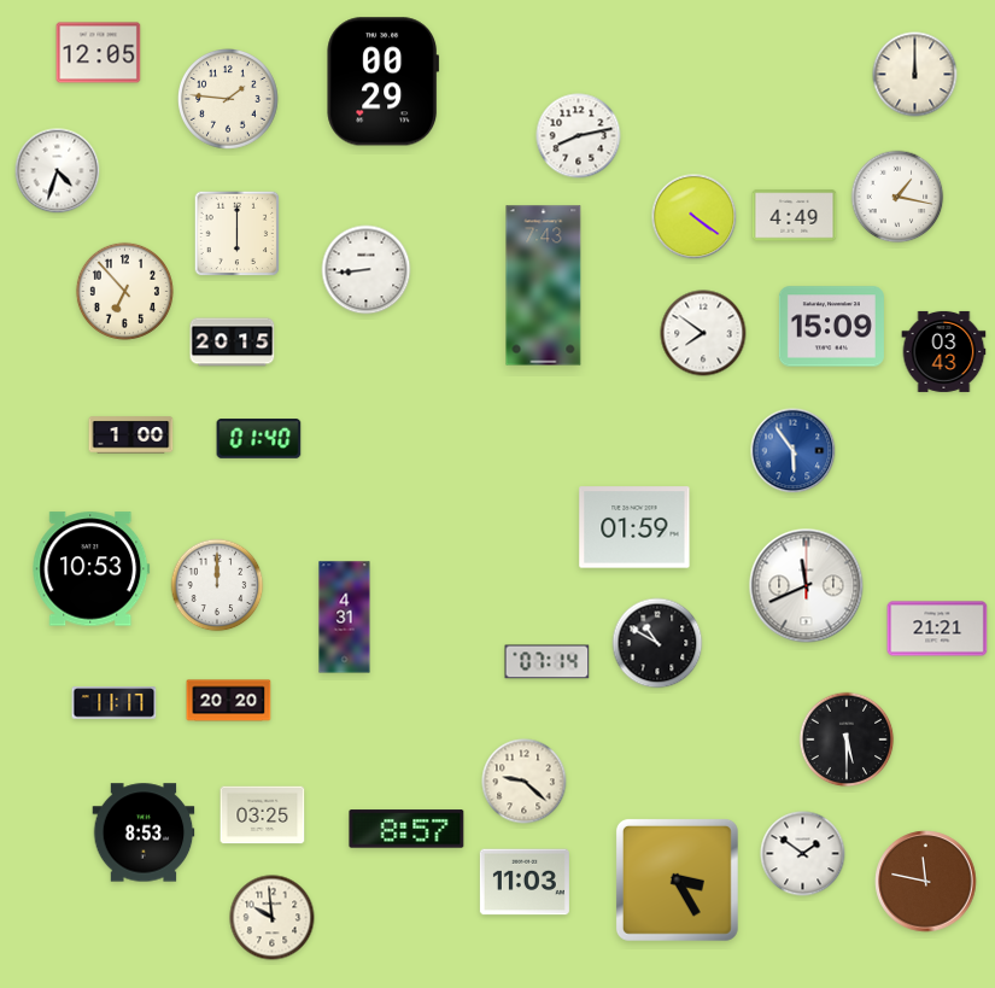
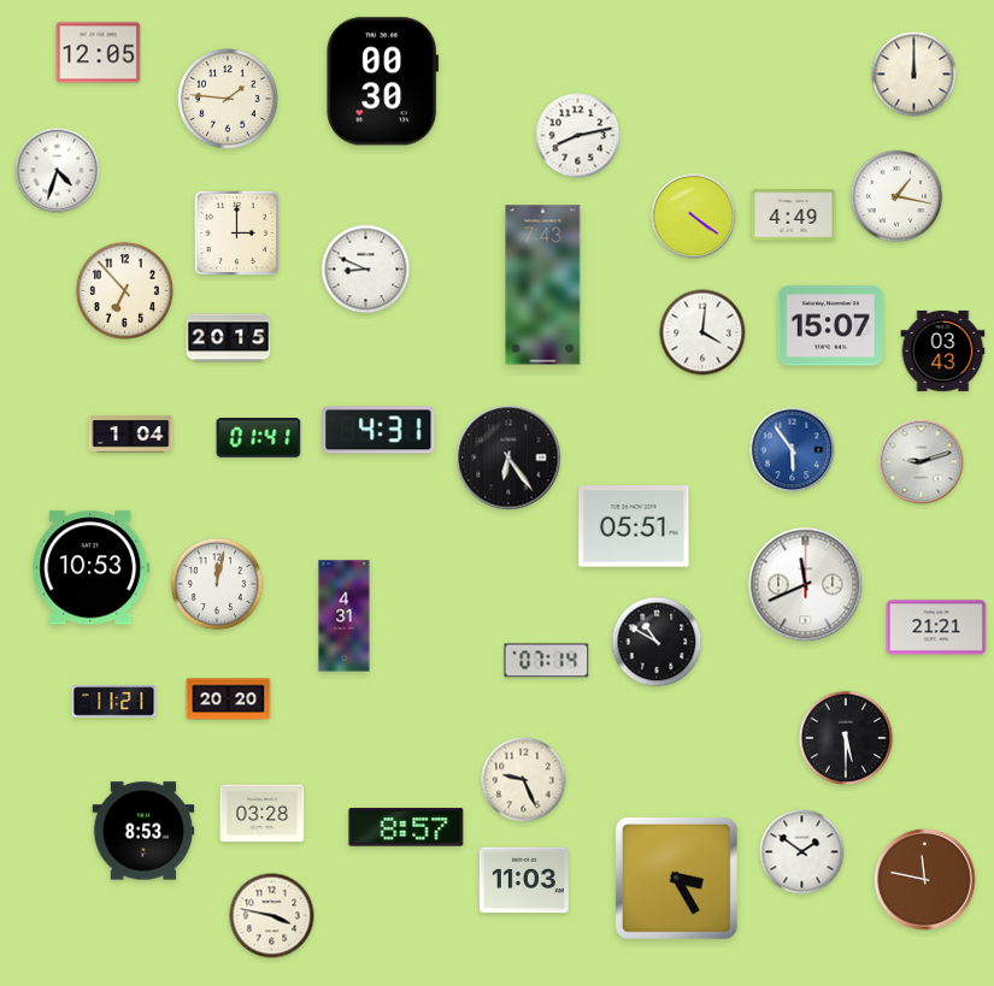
clock at (384, 82): 00:29 -> 00:30
clock at (238, 234): 6:00 -> 3:00
clock at (367, 270): 8:44 -> 8:49
clock at (831, 327): 15:09 -> 15:07
clock at (703, 333): 7:51 -> 4:01
clock at (233, 343) position: (233, 343) -> (229, 338)
clock at (378, 430): none -> 4:31
clock at (131, 435): 1:00 -> 1:04
clock at (259, 439): 01:40 -> 01:41
clock at (508, 457): none -> 6:24
clock at (922, 462): none -> 9:12
clock at (634, 527): 01:59 -> 05:51
clock at (217, 585): 12:00 -> 12:02
clock at (115, 703): 11:17 -> 11:21
clock at (525, 782): 9:22 -> 9:26
clock at (263, 815): 03:25 -> 03:28
clock at (273, 918): 9:59 -> 3:47
